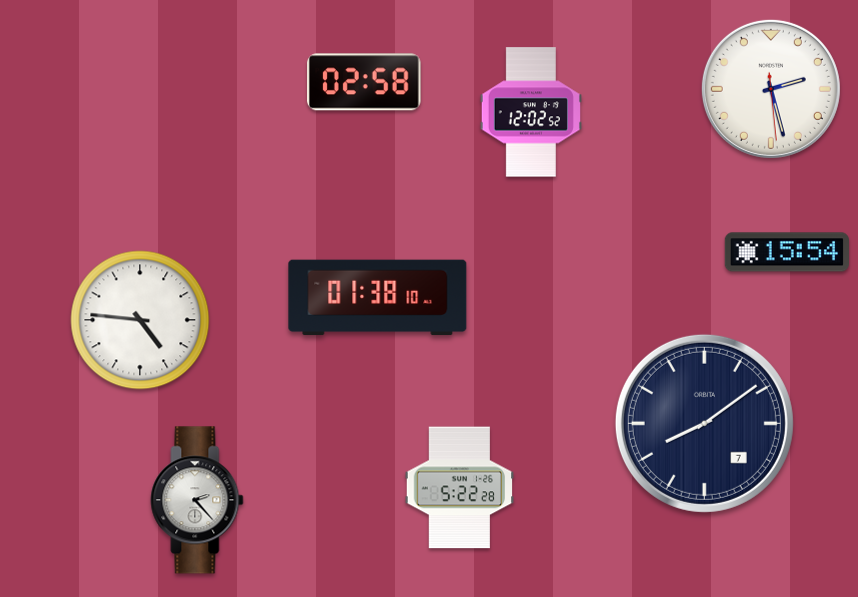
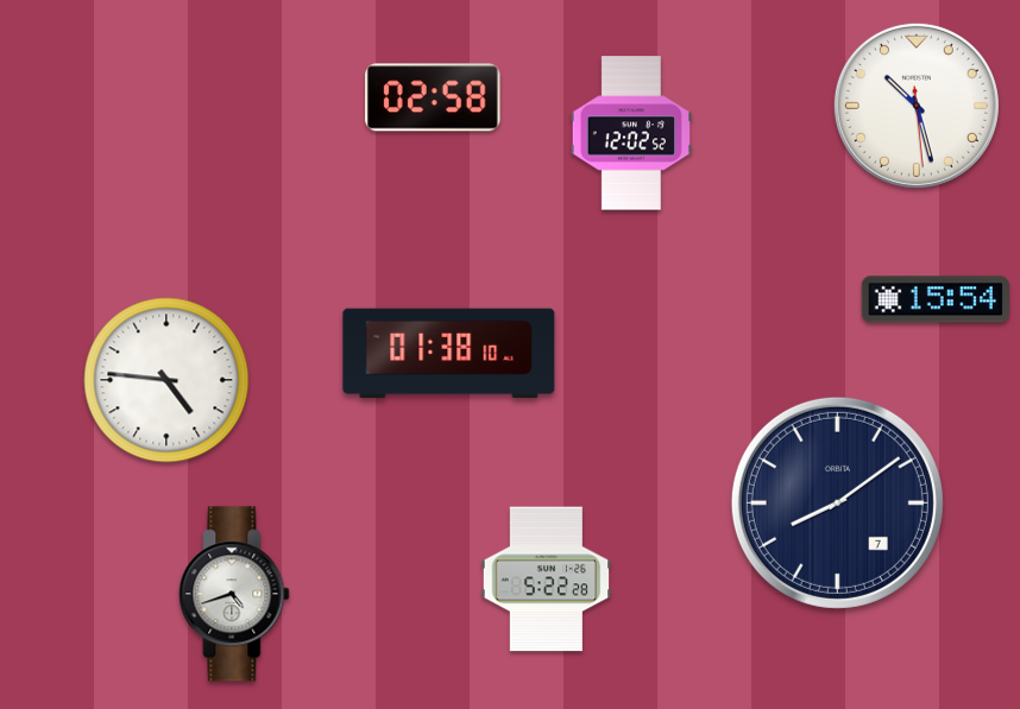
clock at (771, 89): 2:27 -> 10:27
clock at (197, 500): 2:23 -> 4:42
